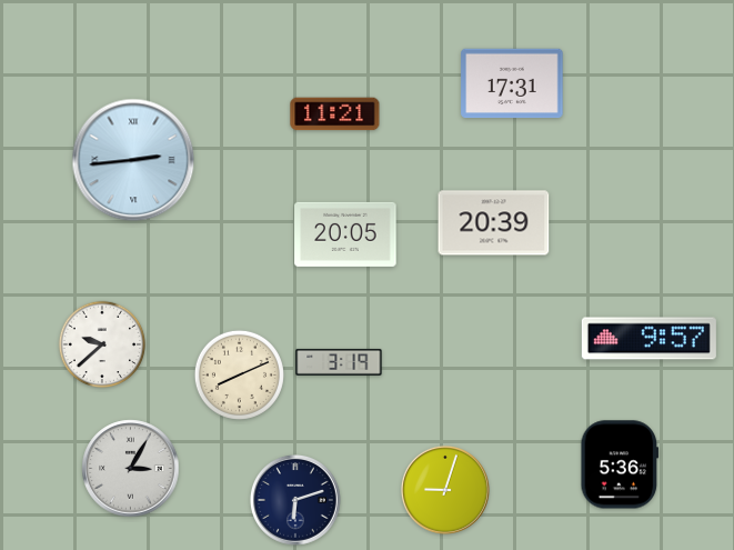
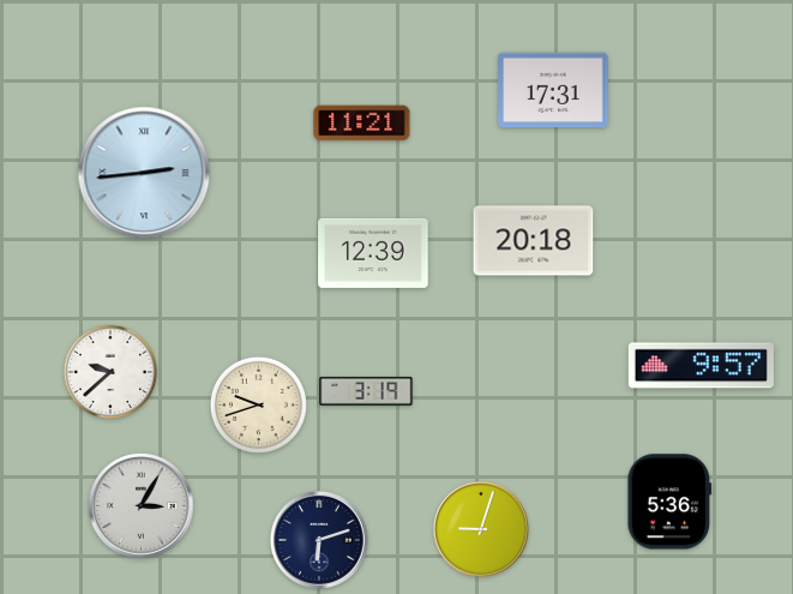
clock at (494, 223): 20:39 -> 20:18
clock at (345, 234): 20:05 -> 12:39
clock at (239, 374): 8:11 -> 9:42
